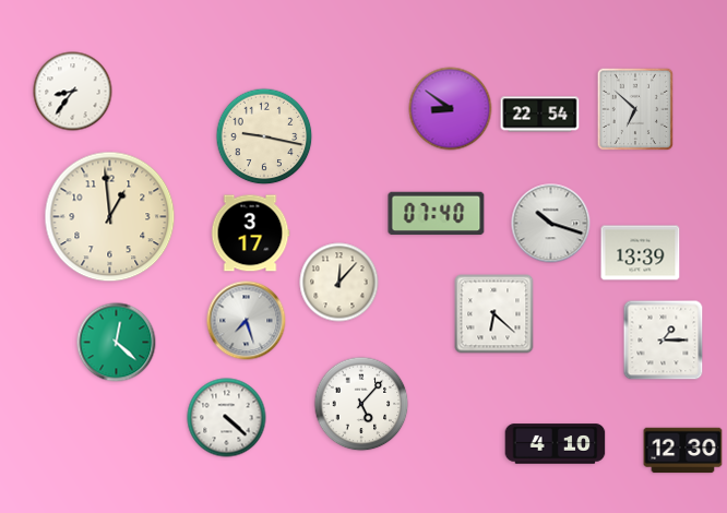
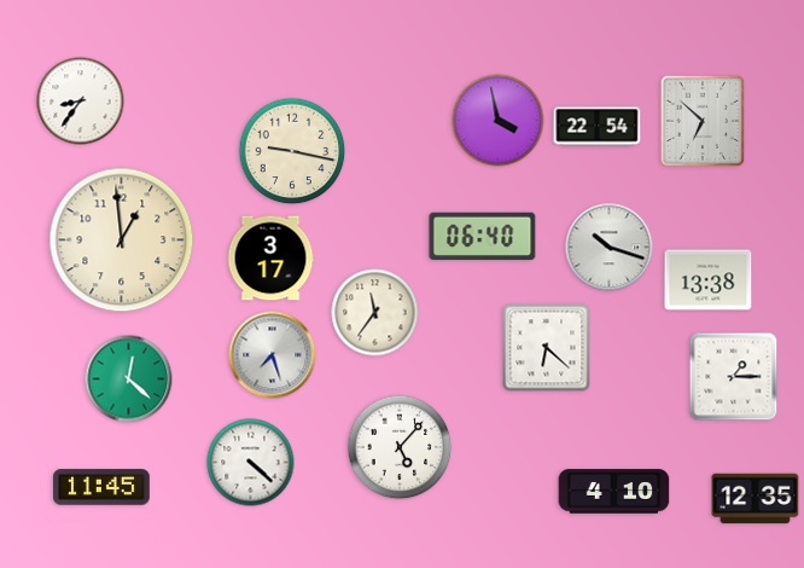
clock at (451, 109): 8:51 -> 3:58
clock at (437, 214): 07:40 -> 06:40
clock at (250, 234) position: (250, 234) -> (270, 259)
clock at (641, 253): 13:39 -> 13:38
clock at (339, 283): 12:07 -> 11:36
clock at (103, 487): none -> 11:45
clock at (683, 451): 12:30 -> 12:35
